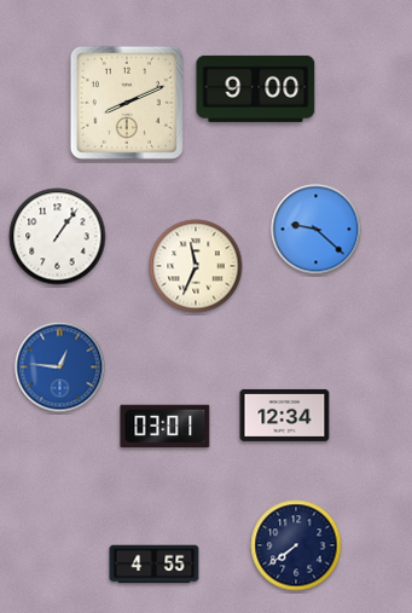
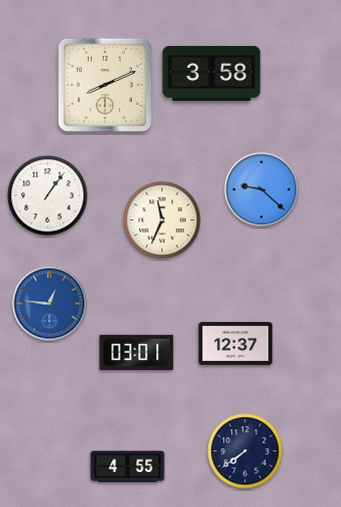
clock at (256, 88): 9:00 -> 3:58
clock at (285, 415): 12:34 -> 12:37
